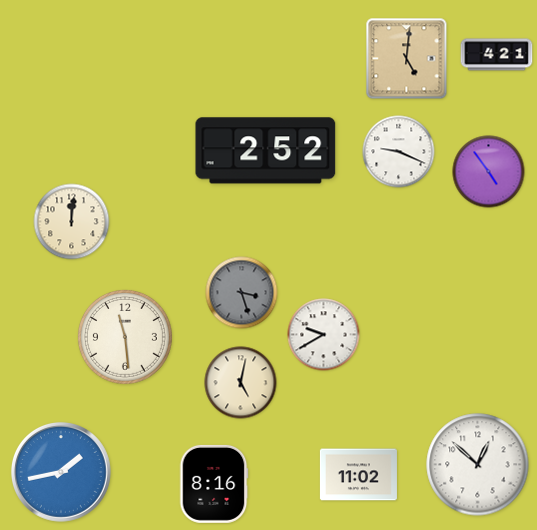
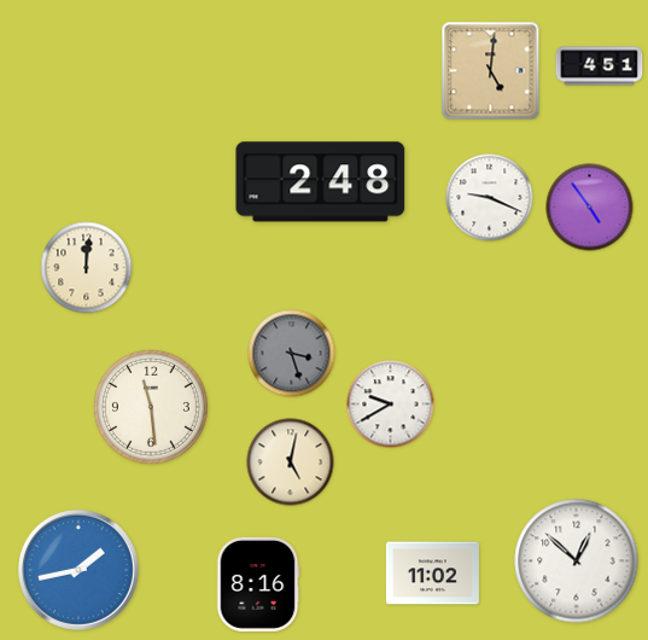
clock at (497, 55): 4:21 -> 4:51
clock at (266, 151): 2:52 -> 2:48
clock at (399, 152) position: (399, 152) -> (490, 198)
clock at (61, 472) position: (61, 472) -> (78, 570)
